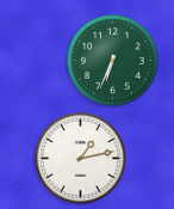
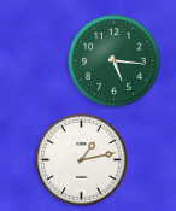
clock at (113, 61): 6:34 -> 5:16
